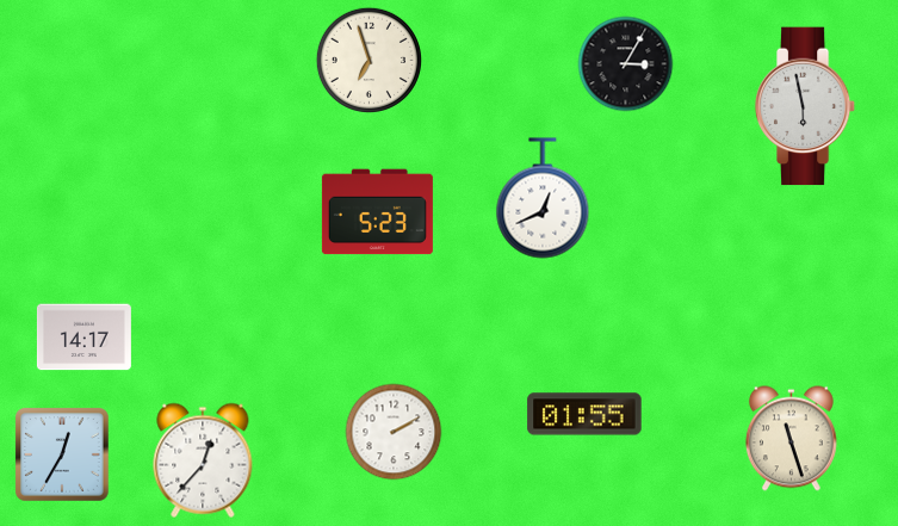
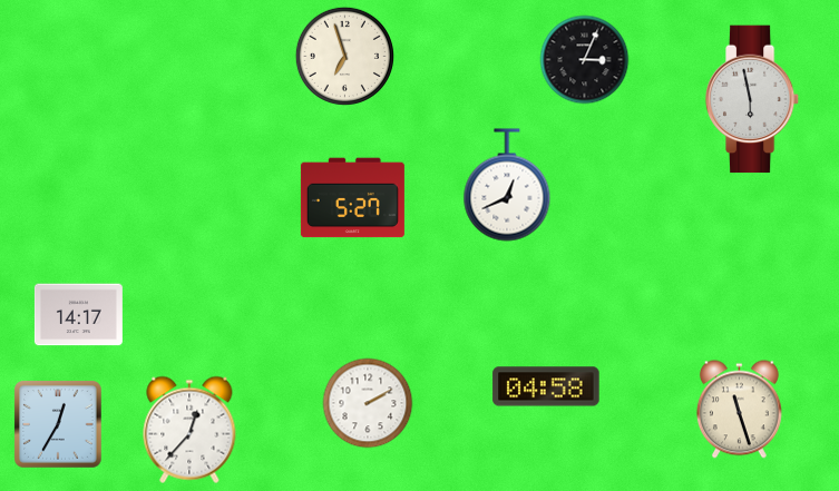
clock at (626, 64): 3:05 -> 3:04
clock at (377, 212): 5:23 -> 5:27
clock at (584, 414): 01:55 -> 04:58
